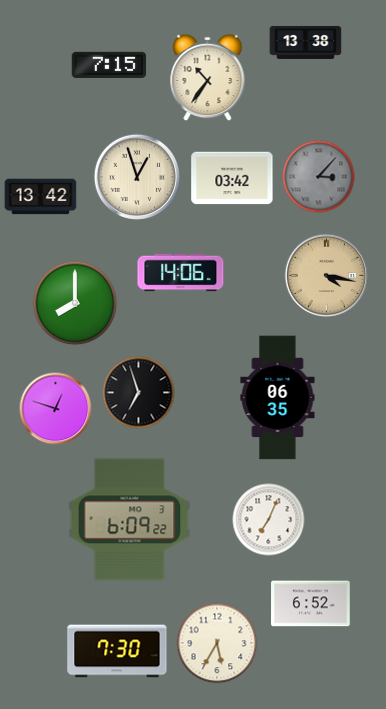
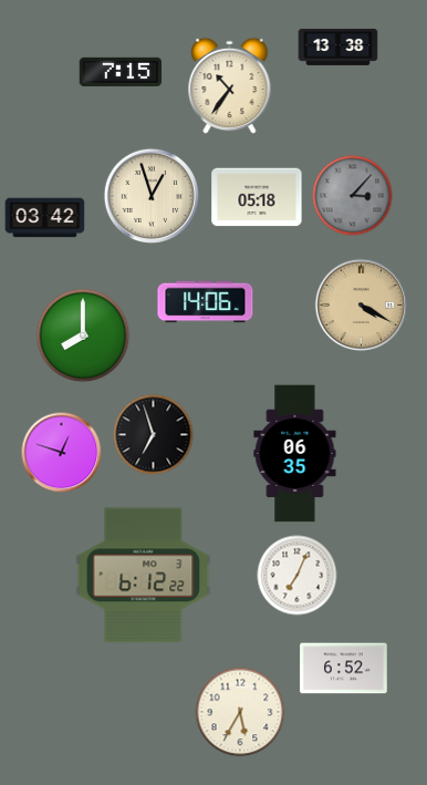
clock at (232, 178): 03:42 -> 05:18
clock at (41, 197): 13:42 -> 03:42
clock at (181, 273) position: (181, 273) -> (206, 302)
clock at (327, 276): 4:17 -> 4:20
clock at (278, 398) position: (278, 398) -> (295, 454)
clock at (130, 520): 6:09 -> 6:12
clock at (117, 651): 7:30 -> none
